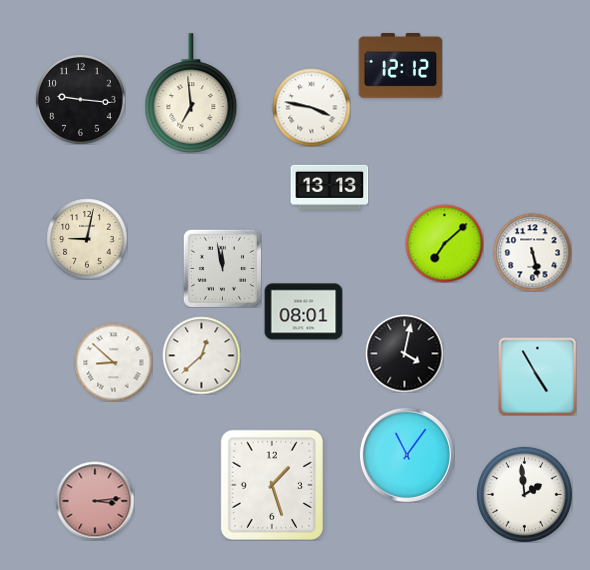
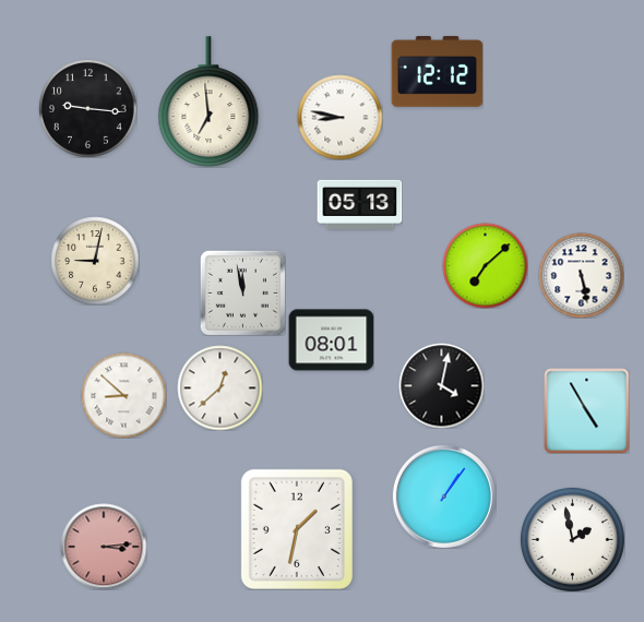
clock at (311, 107): 3:47 -> 8:47
clock at (329, 187): 13:13 -> 05:13
clock at (407, 455): 11:06 -> 1:06
clock at (272, 485): 1:27 -> 1:32
clock at (524, 494): 1:59 -> 1:58
